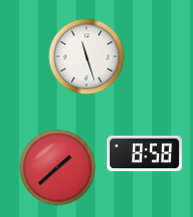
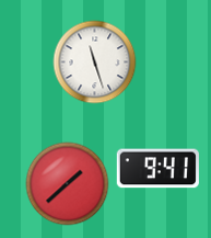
clock at (144, 154): 8:58 -> 9:41
clock at (58, 168) position: (58, 168) -> (68, 184)
